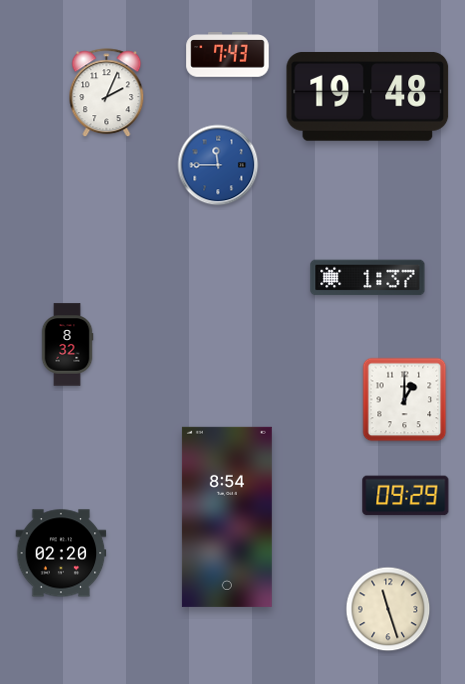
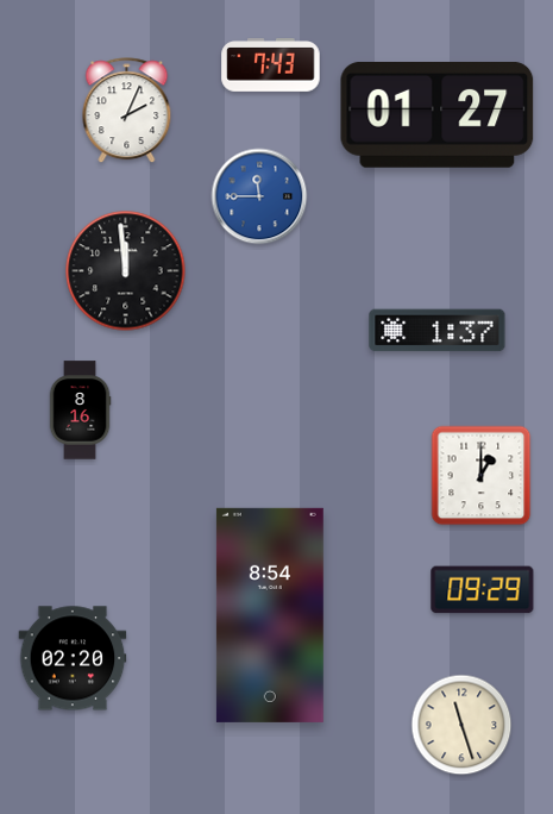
clock at (368, 96): 19:48 -> 01:27
clock at (126, 271): none -> 11:59
clock at (67, 345): 8:32 -> 8:16
